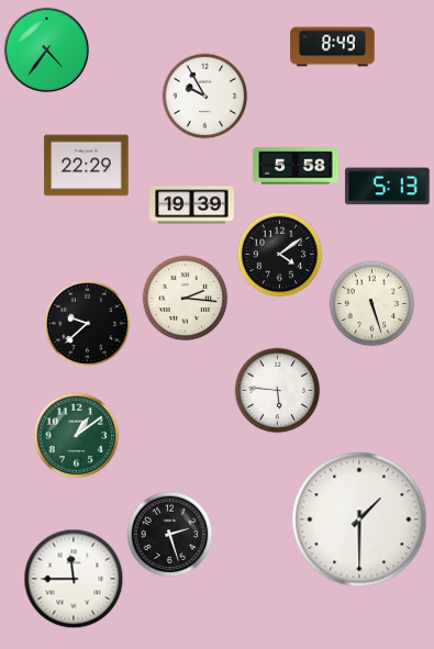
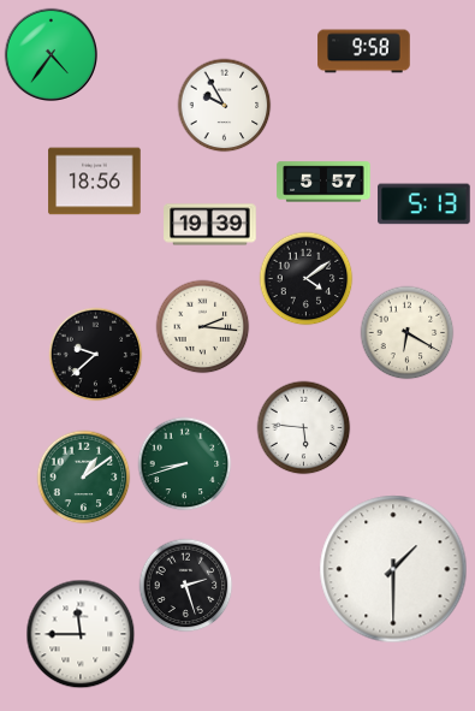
clock at (333, 47): 8:49 -> 9:58
clock at (87, 166): 22:29 -> 18:56
clock at (296, 166): 5:58 -> 5:57
clock at (371, 303): 5:27 -> 6:20
clock at (184, 463): none -> 8:42
